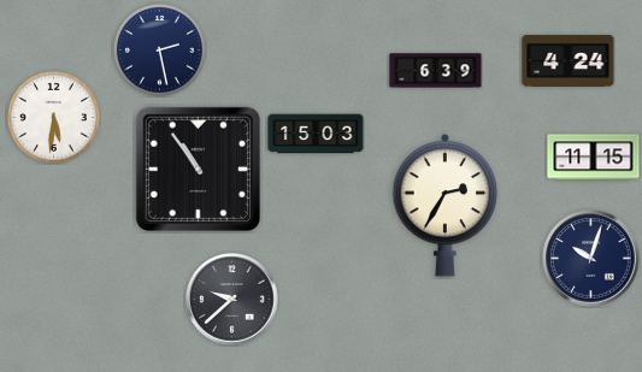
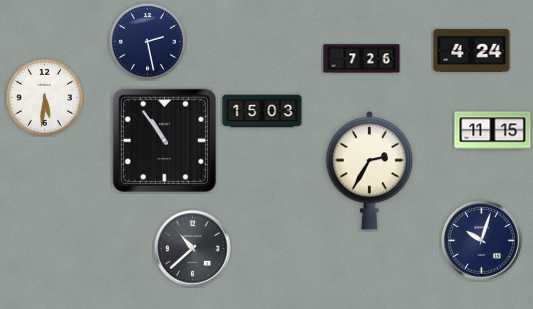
clock at (159, 49) position: (159, 49) -> (147, 41)
clock at (436, 71): 6:39 -> 7:26
clock at (591, 259) position: (591, 259) -> (482, 241)
clock at (232, 300): 9:38 -> 10:38
